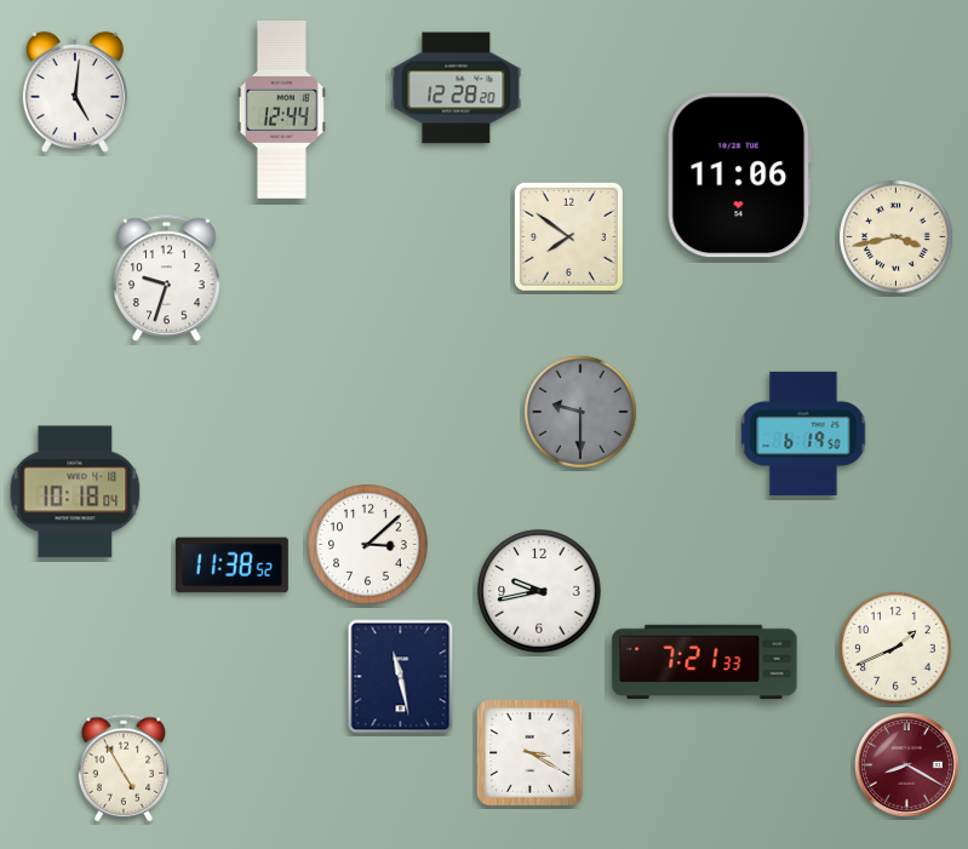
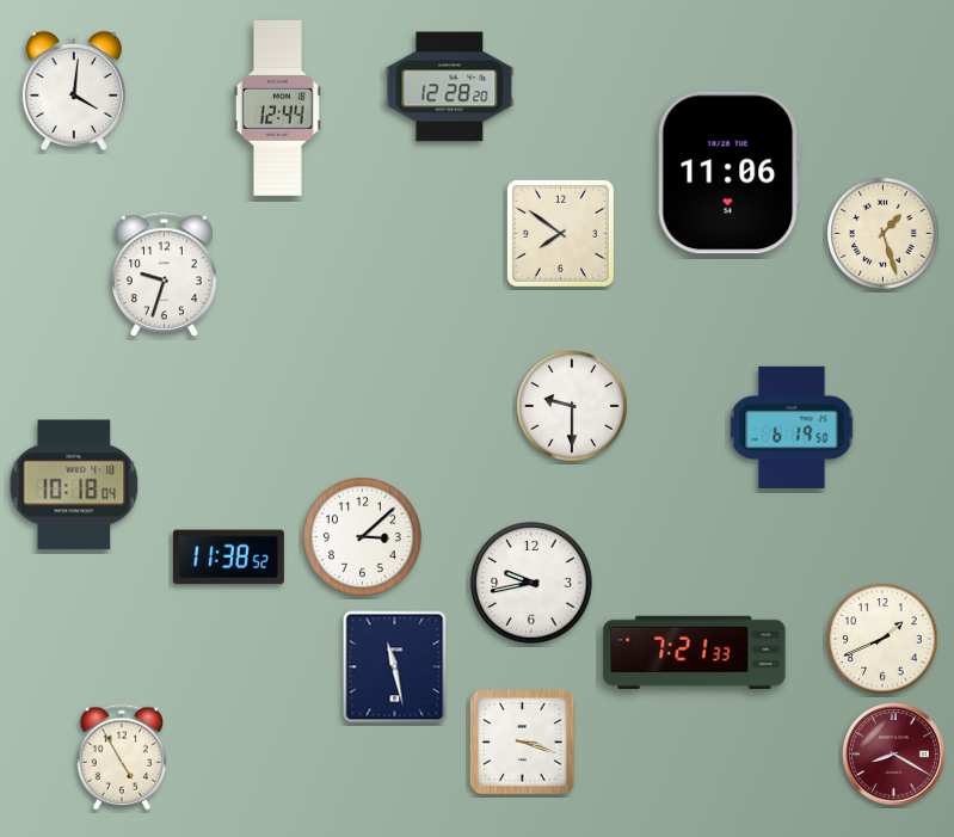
clock at (75, 92): 5:01 -> 4:01
clock at (897, 237): 3:43 -> 1:27
clock at (580, 412) dial: grey -> white
clock at (531, 753): 3:20 -> 3:18
